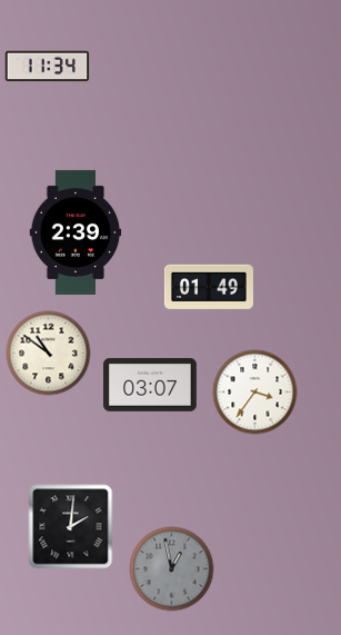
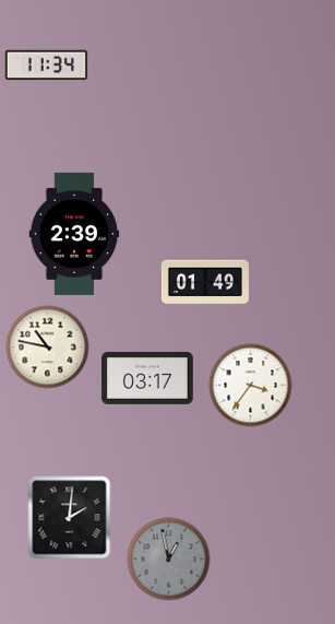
clock at (76, 232) position: (76, 232) -> (74, 234)
clock at (49, 354): 10:51 -> 10:47
clock at (150, 385): 03:07 -> 03:17
